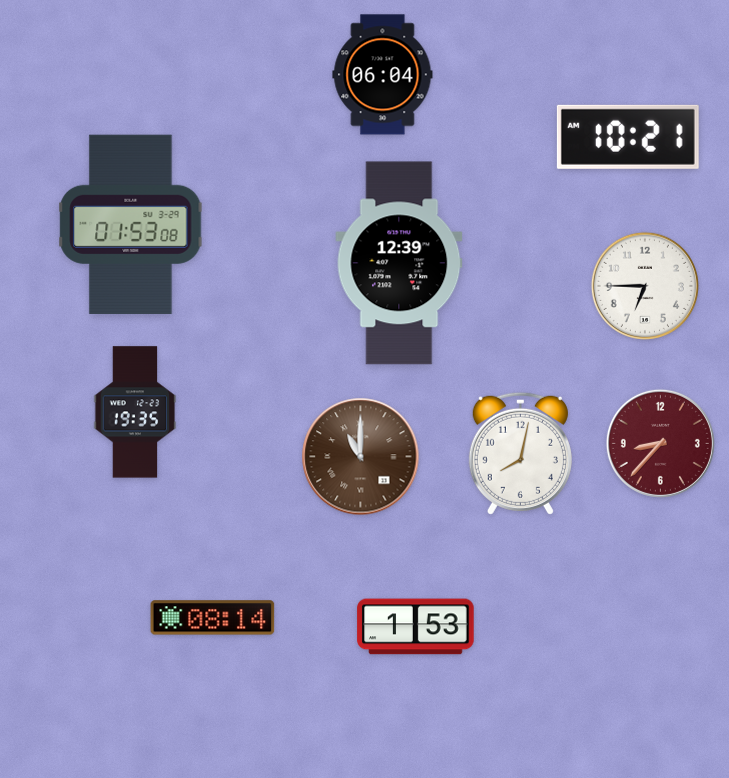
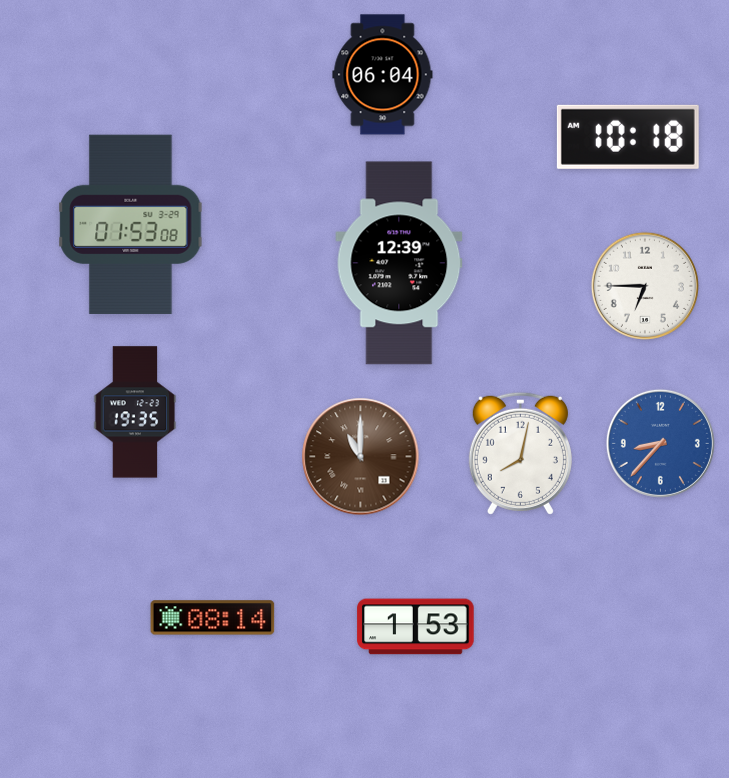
clock at (628, 137): 10:21 -> 10:18
clock at (660, 443) dial: burgundy -> blue
